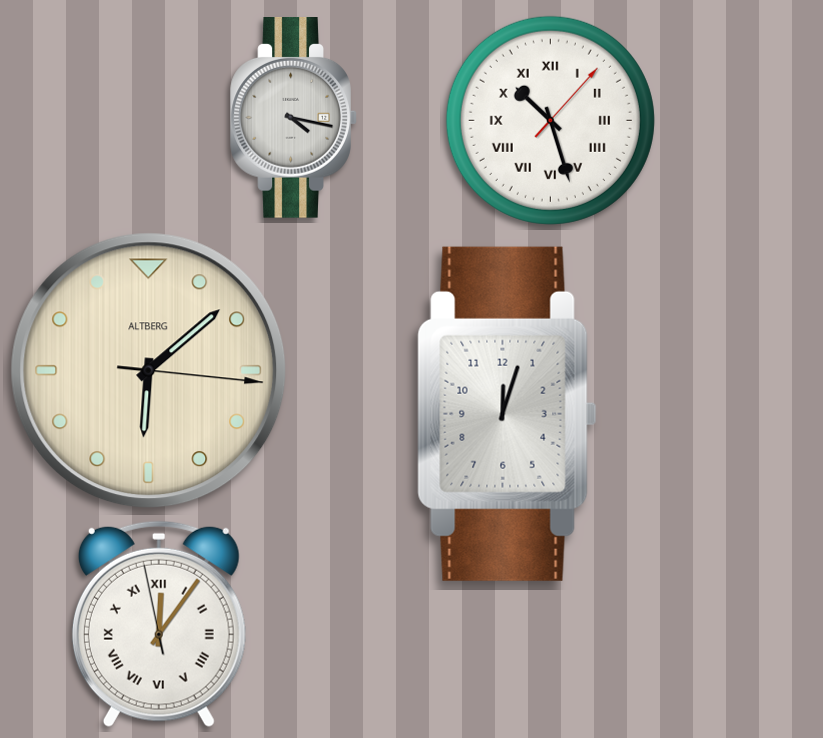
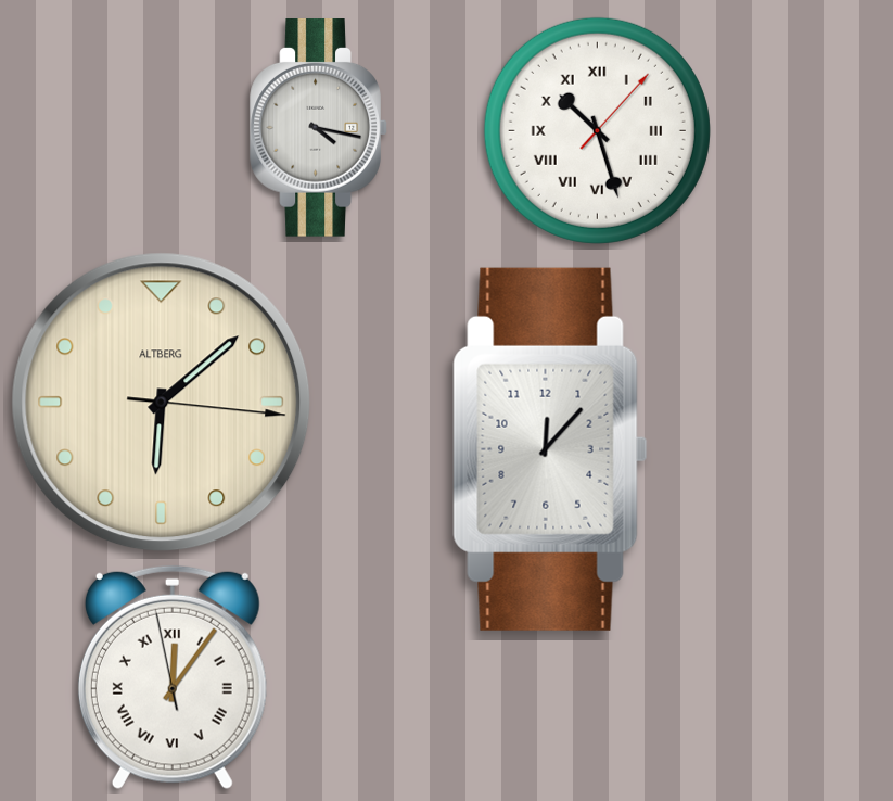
clock at (507, 414): 12:03 -> 12:07
